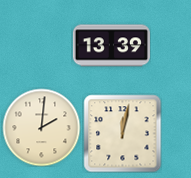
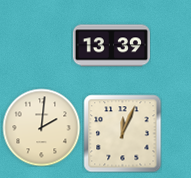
clock at (122, 133): 12:02 -> 12:04
